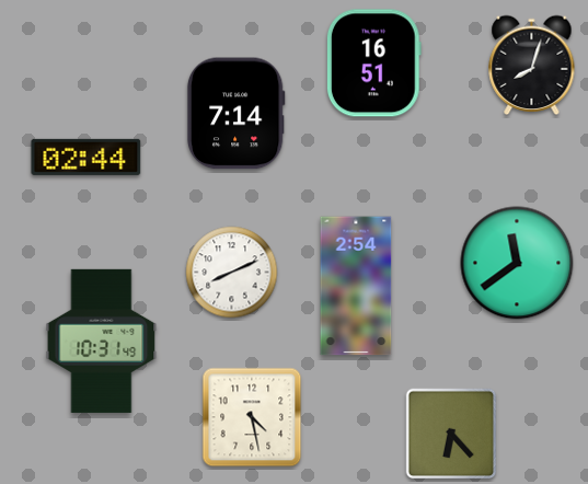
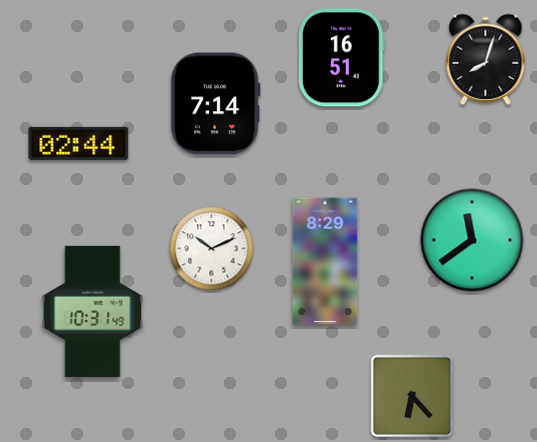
clock at (232, 273): 8:11 -> 10:11
clock at (356, 286): 2:54 -> 8:29
clock at (252, 417): 4:28 -> none
